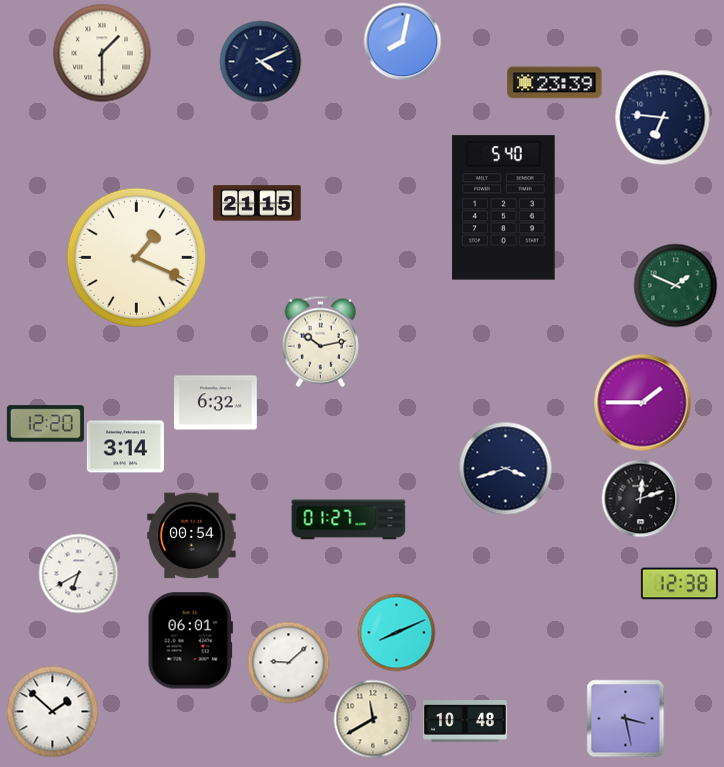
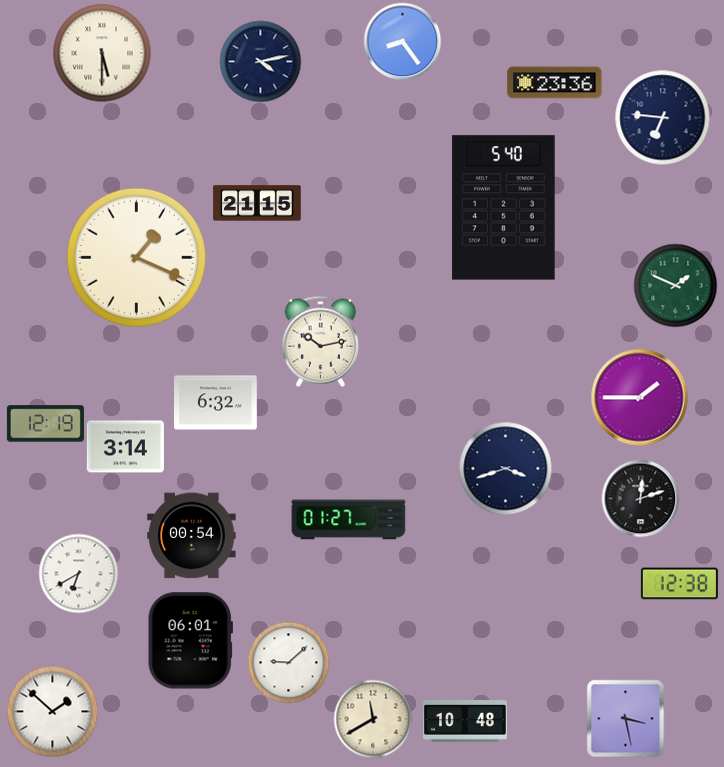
clock at (402, 41): 8:02 -> 8:24
clock at (102, 53): 1:30 -> 5:30
clock at (260, 61): 4:11 -> 4:13
clock at (555, 83): 23:39 -> 23:36
clock at (643, 403) position: (643, 403) -> (640, 398)
clock at (45, 424): 12:20 -> 12:19
clock at (396, 632): 8:11 -> none
